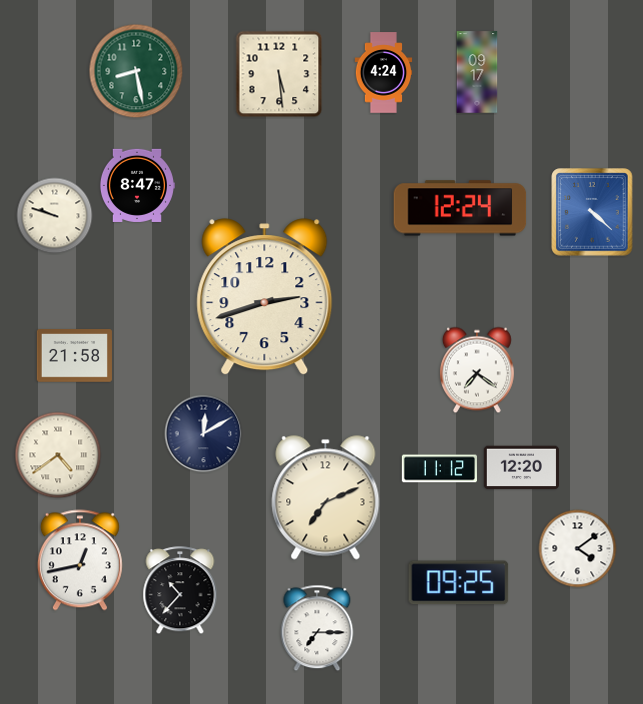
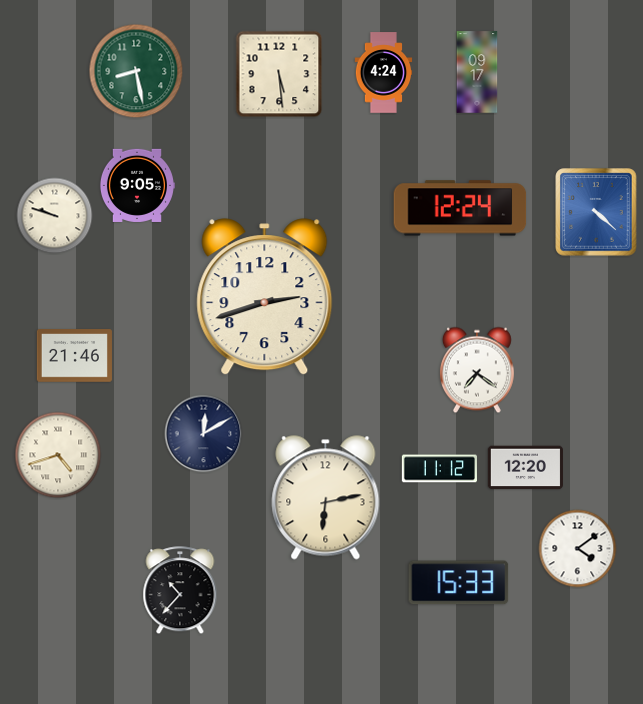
clock at (137, 185): 8:47 -> 9:05
clock at (592, 212) position: (592, 212) -> (596, 212)
clock at (74, 356): 21:58 -> 21:46
clock at (58, 455): 4:39 -> 4:42
clock at (521, 468) position: (521, 468) -> (525, 468)
clock at (326, 498): 7:11 -> 6:13
clock at (80, 560): 12:43 -> none
clock at (459, 583): 09:25 -> 15:33
clock at (317, 628): 7:15 -> none
